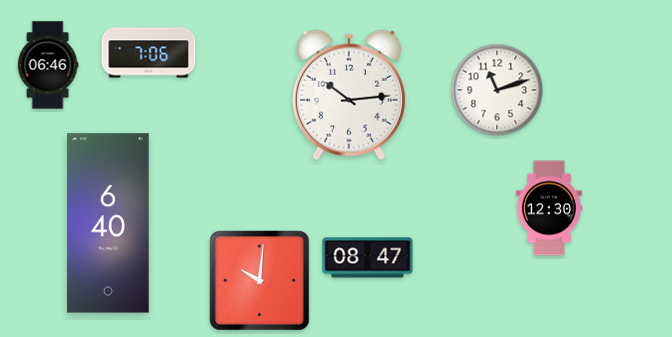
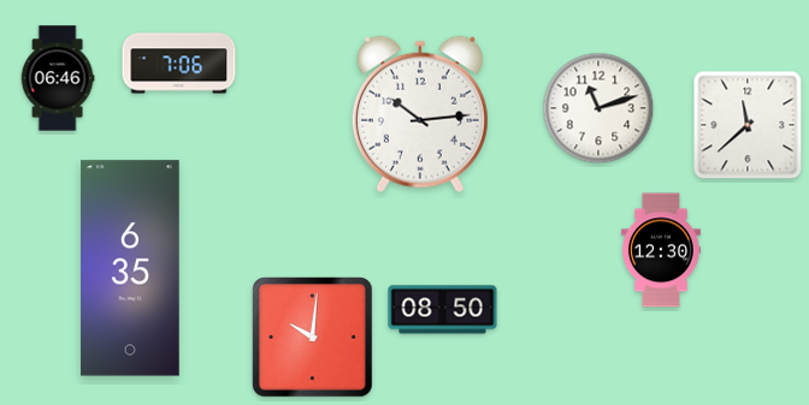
clock at (748, 125): none -> 11:38
clock at (108, 223): 6:40 -> 6:35
clock at (368, 258): 08:47 -> 08:50
